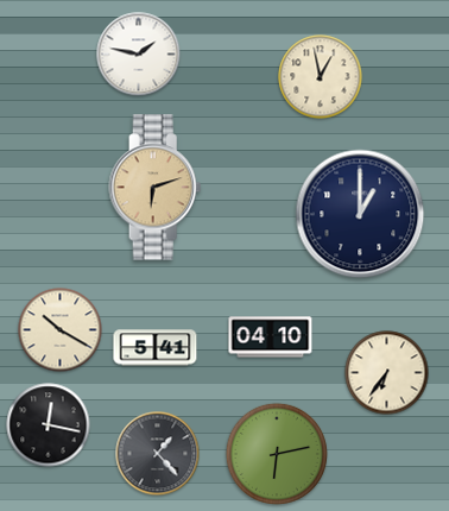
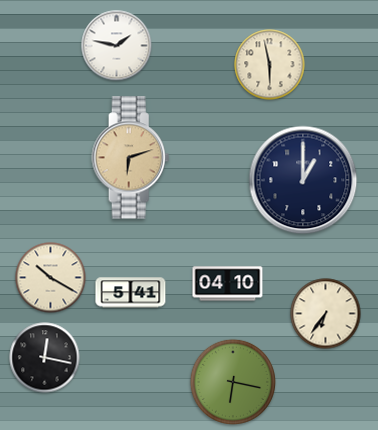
clock at (321, 77): 12:58 -> 5:58
clock at (49, 425) position: (49, 425) -> (45, 358)
clock at (158, 454): 1:23 -> none
clock at (277, 454): 6:13 -> 6:17
